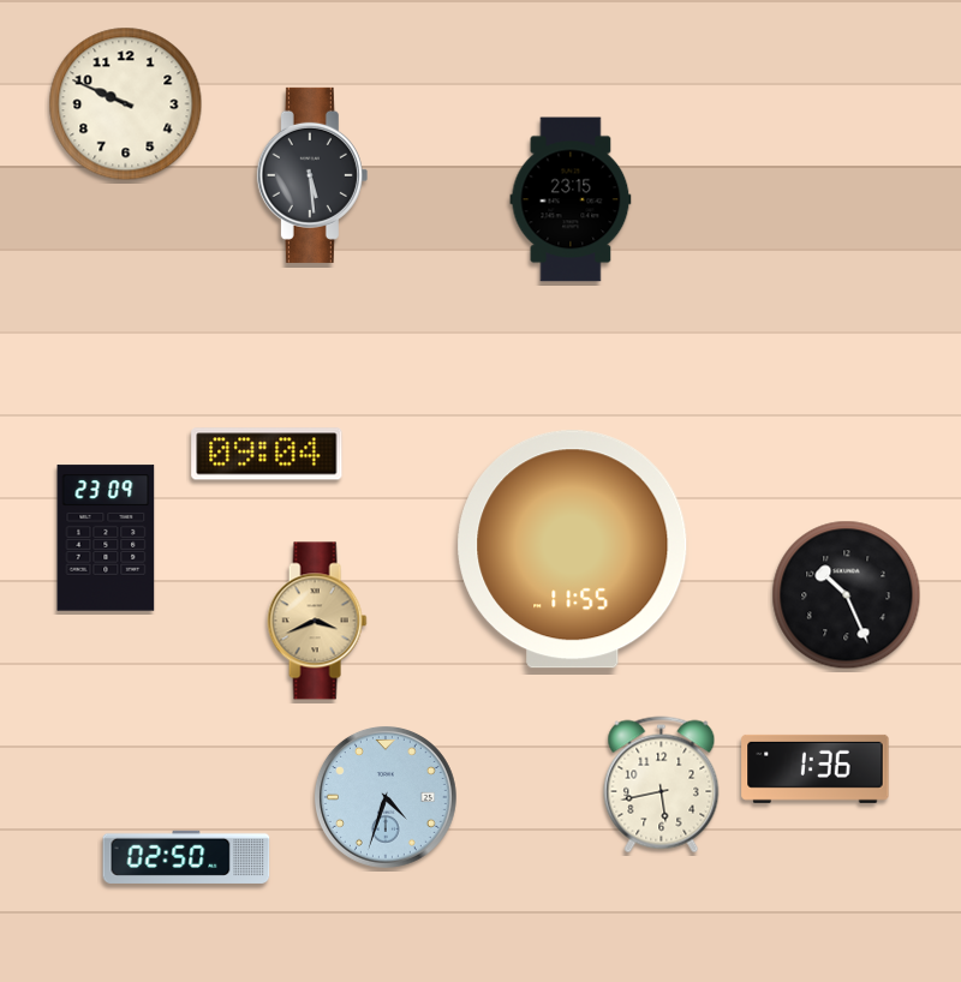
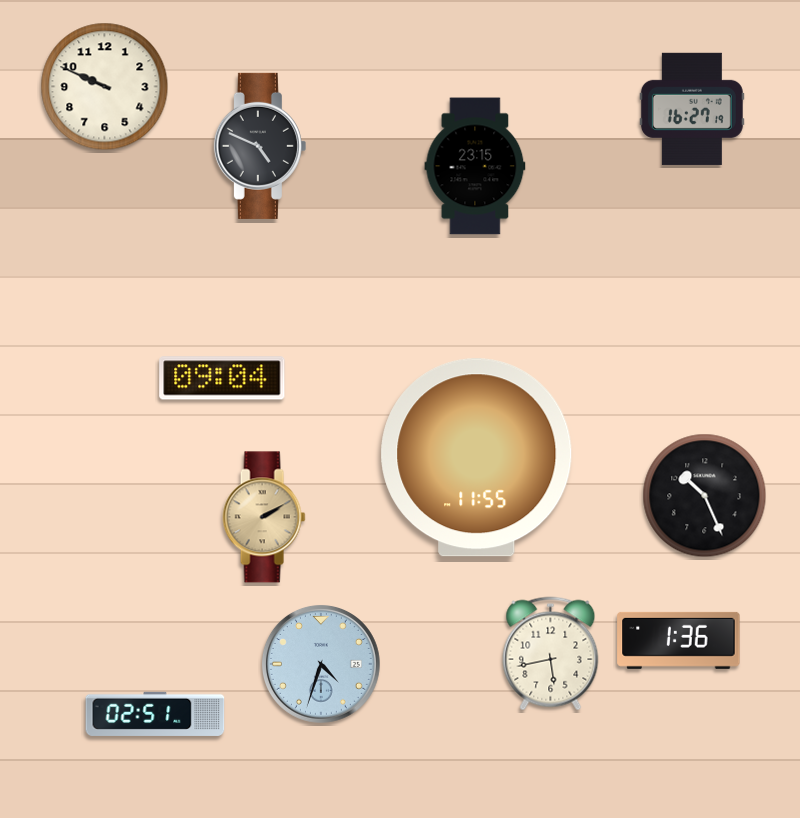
clock at (692, 109): none -> 16:27
clock at (312, 175): 5:29 -> 4:49
clock at (106, 538): 23:09 -> none
clock at (317, 621): 3:41 -> 2:10
clock at (186, 857): 02:50 -> 02:51
